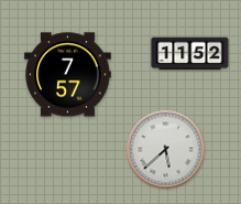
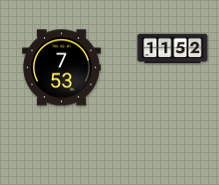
clock at (68, 75): 7:57 -> 7:53
clock at (166, 150): 5:38 -> none
